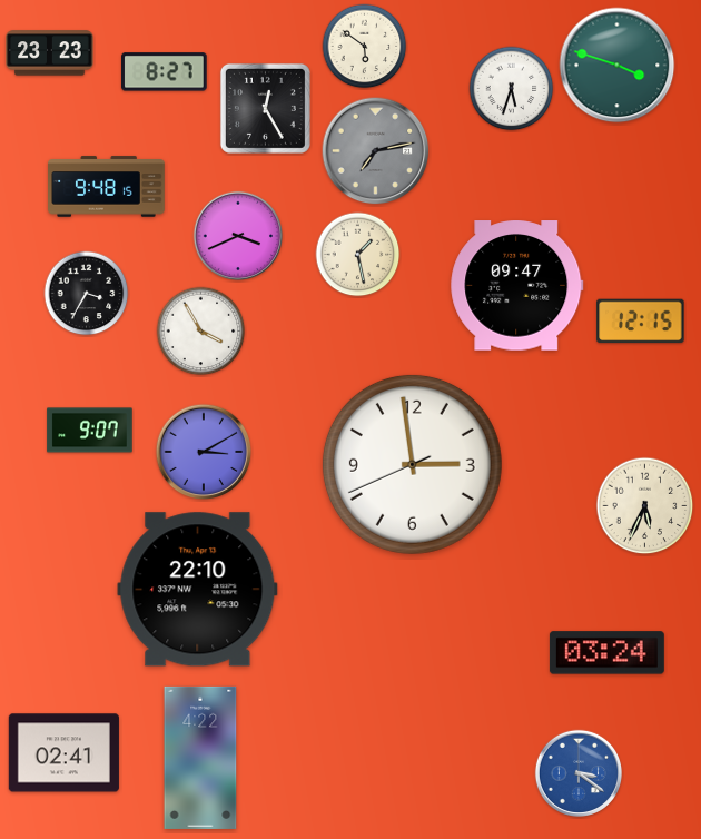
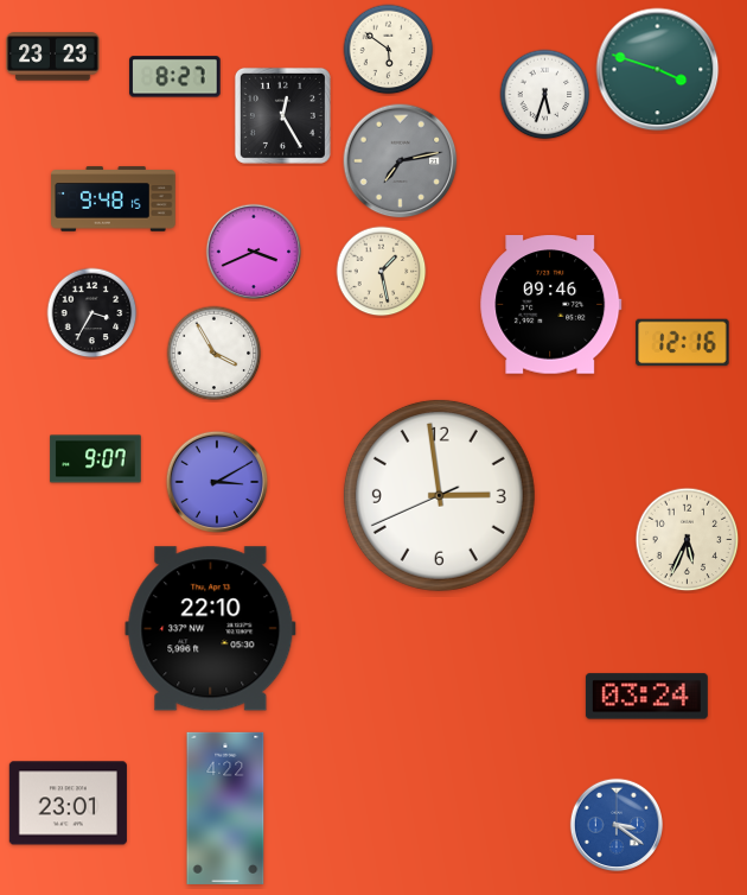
clock at (517, 286): 09:47 -> 09:46
clock at (641, 322): 12:15 -> 12:16
clock at (63, 753): 02:41 -> 23:01
clock at (200, 758) position: (200, 758) -> (225, 808)
